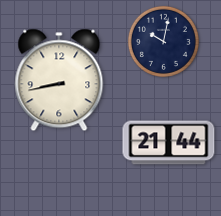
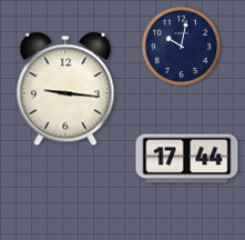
clock at (59, 80): 8:43 -> 9:16
clock at (169, 143): 21:44 -> 17:44
